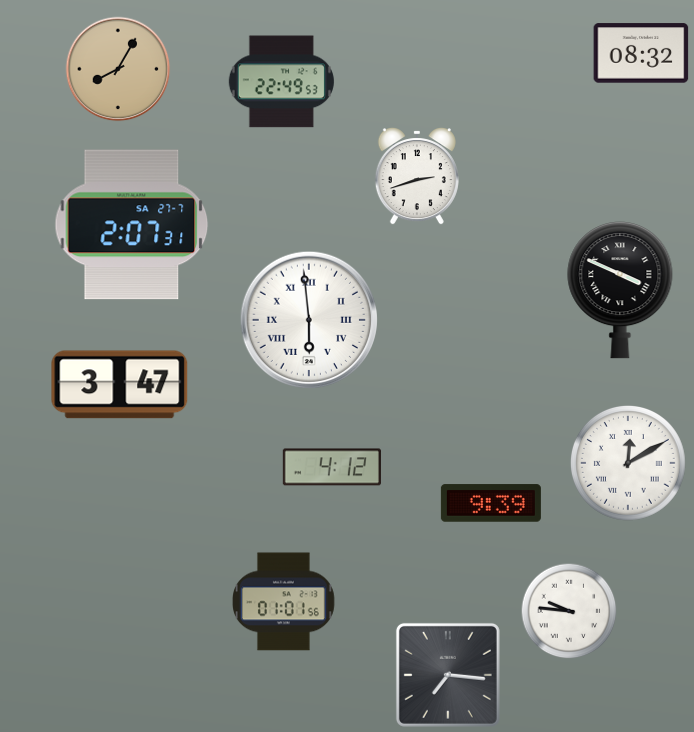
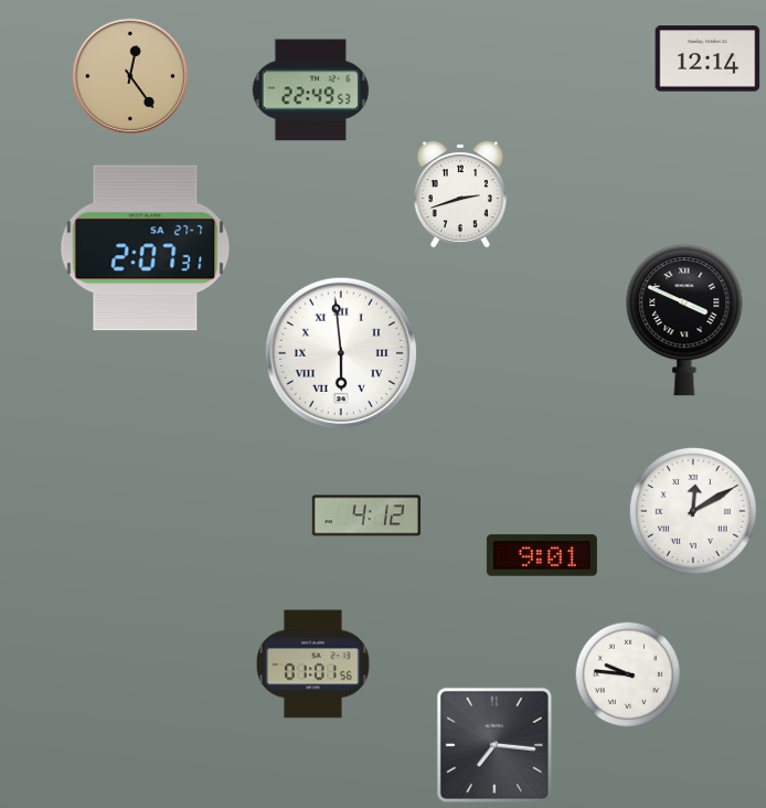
clock at (641, 53): 08:32 -> 12:14
clock at (118, 69): 8:05 -> 12:24
clock at (120, 385): 3:47 -> none
clock at (491, 503): 9:39 -> 9:01
